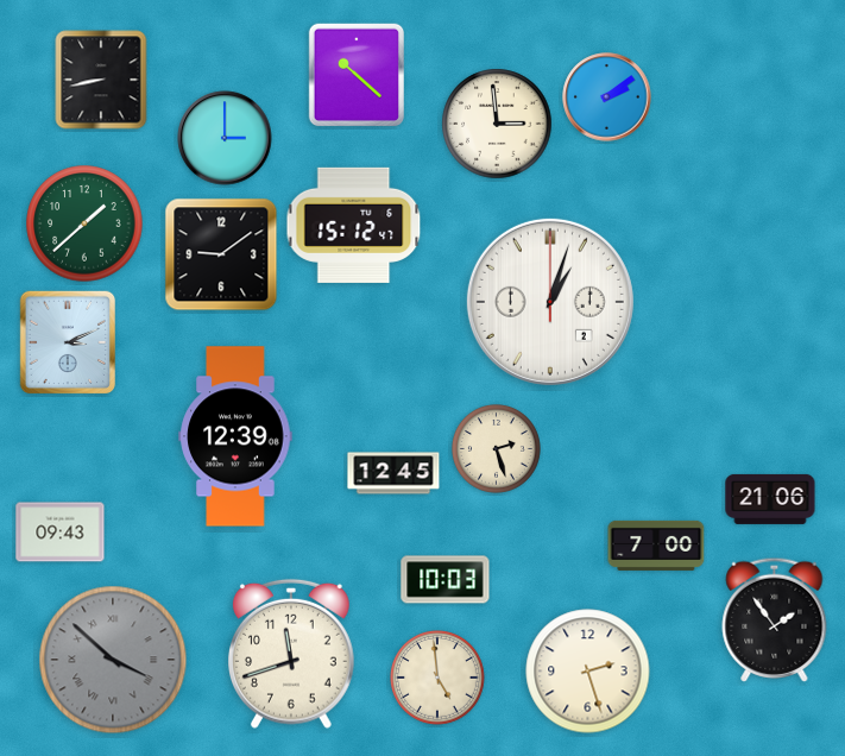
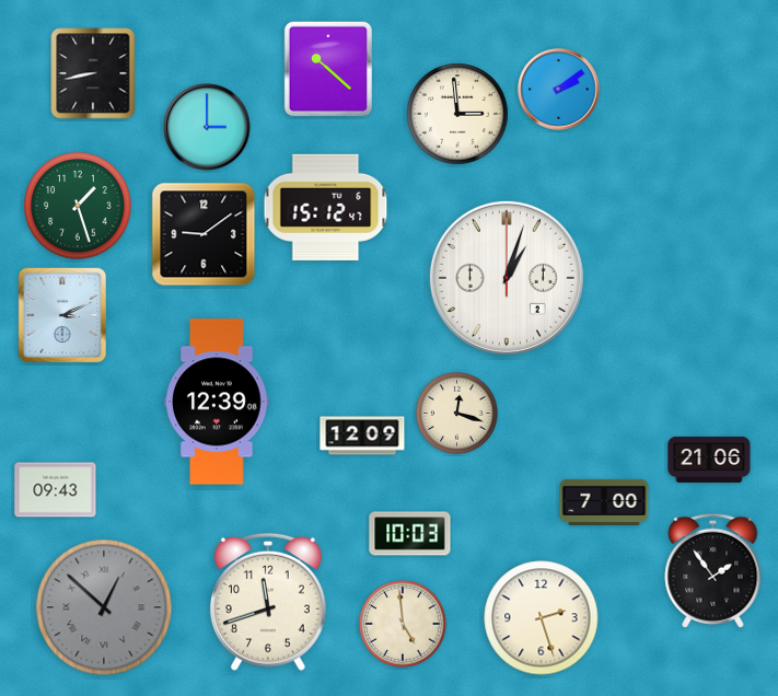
clock at (84, 223): 1:38 -> 1:27
clock at (496, 448): 2:27 -> 12:18
clock at (393, 473): 12:45 -> 12:09
clock at (113, 660): 3:52 -> 12:52
